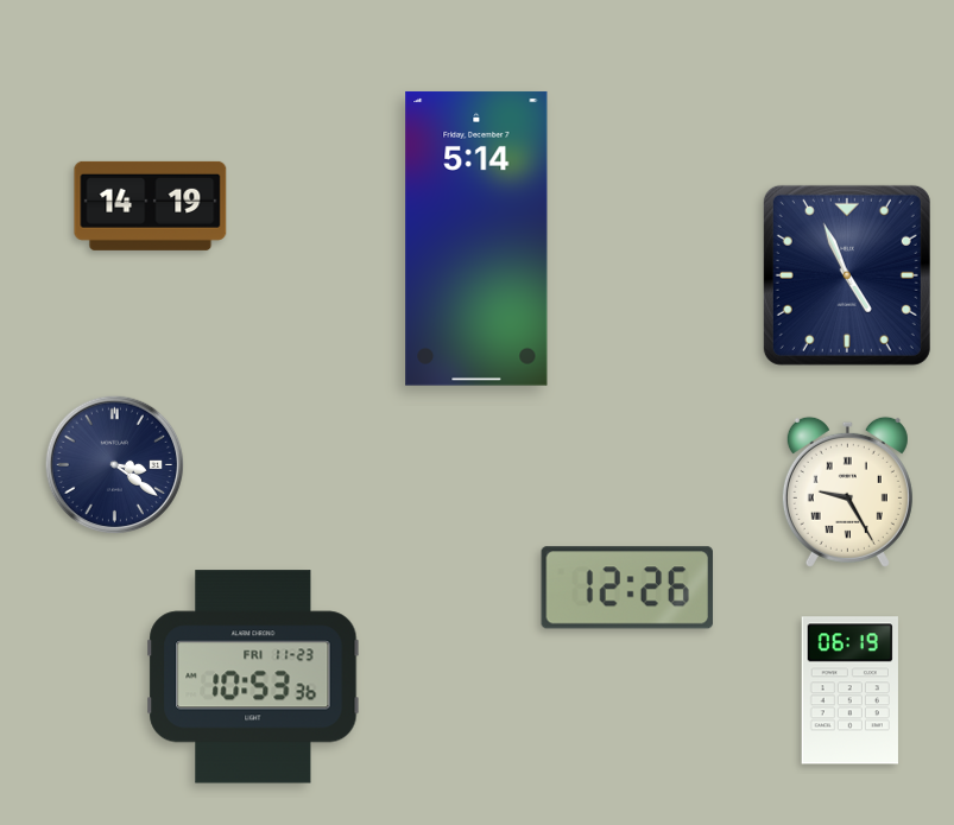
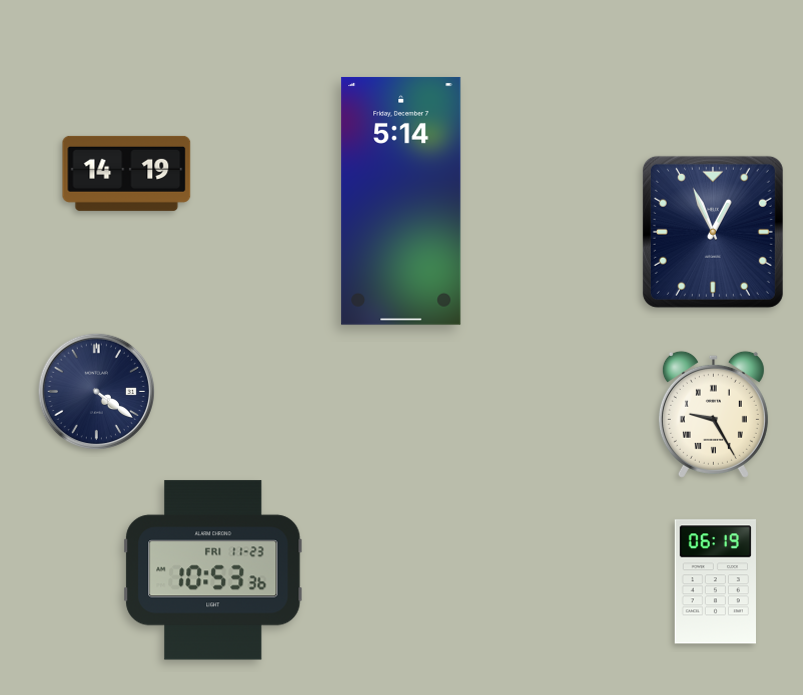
clock at (847, 275): 4:56 -> 12:56
clock at (115, 465): 3:21 -> 4:21
clock at (626, 588): 12:26 -> none
